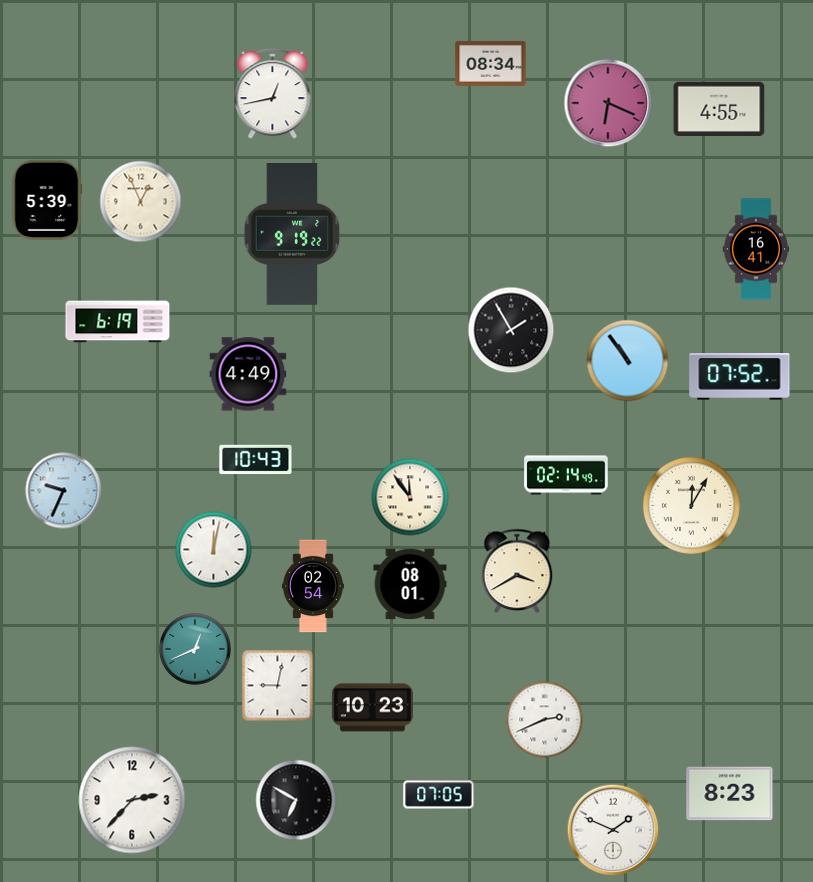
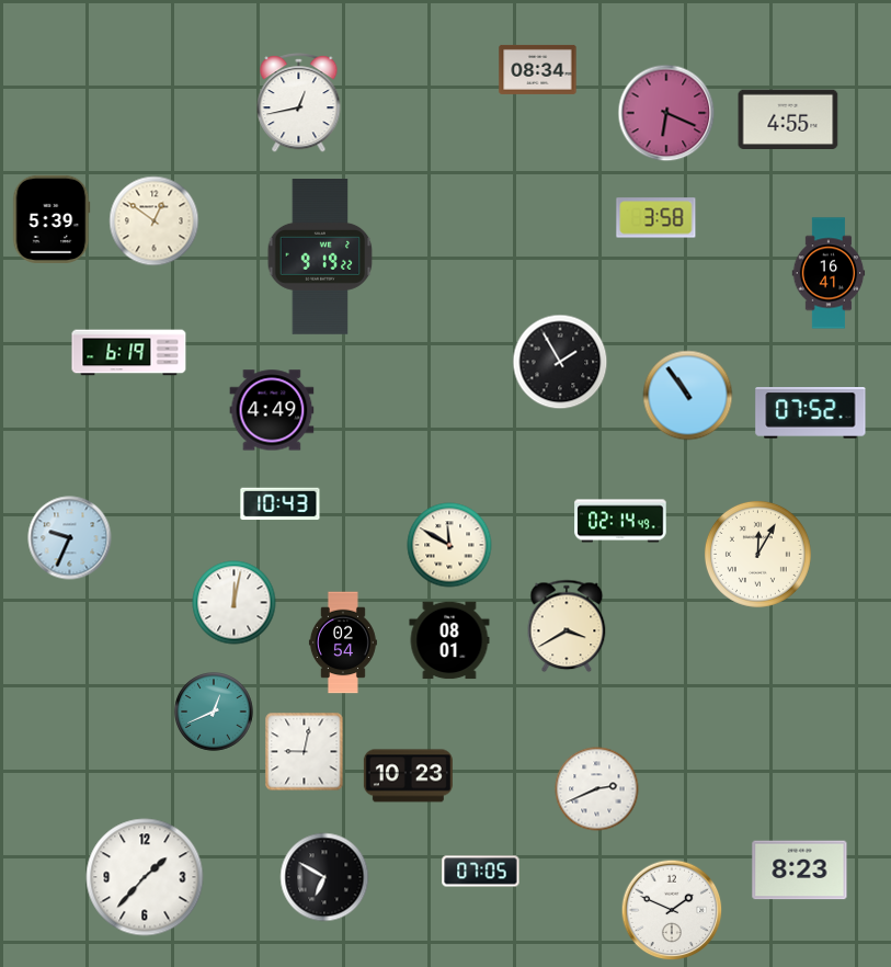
clock at (656, 218): none -> 3:58
clock at (141, 202): 12:56 -> 12:51
clock at (410, 497): 11:54 -> 11:50
clock at (132, 800): 2:37 -> 1:37
